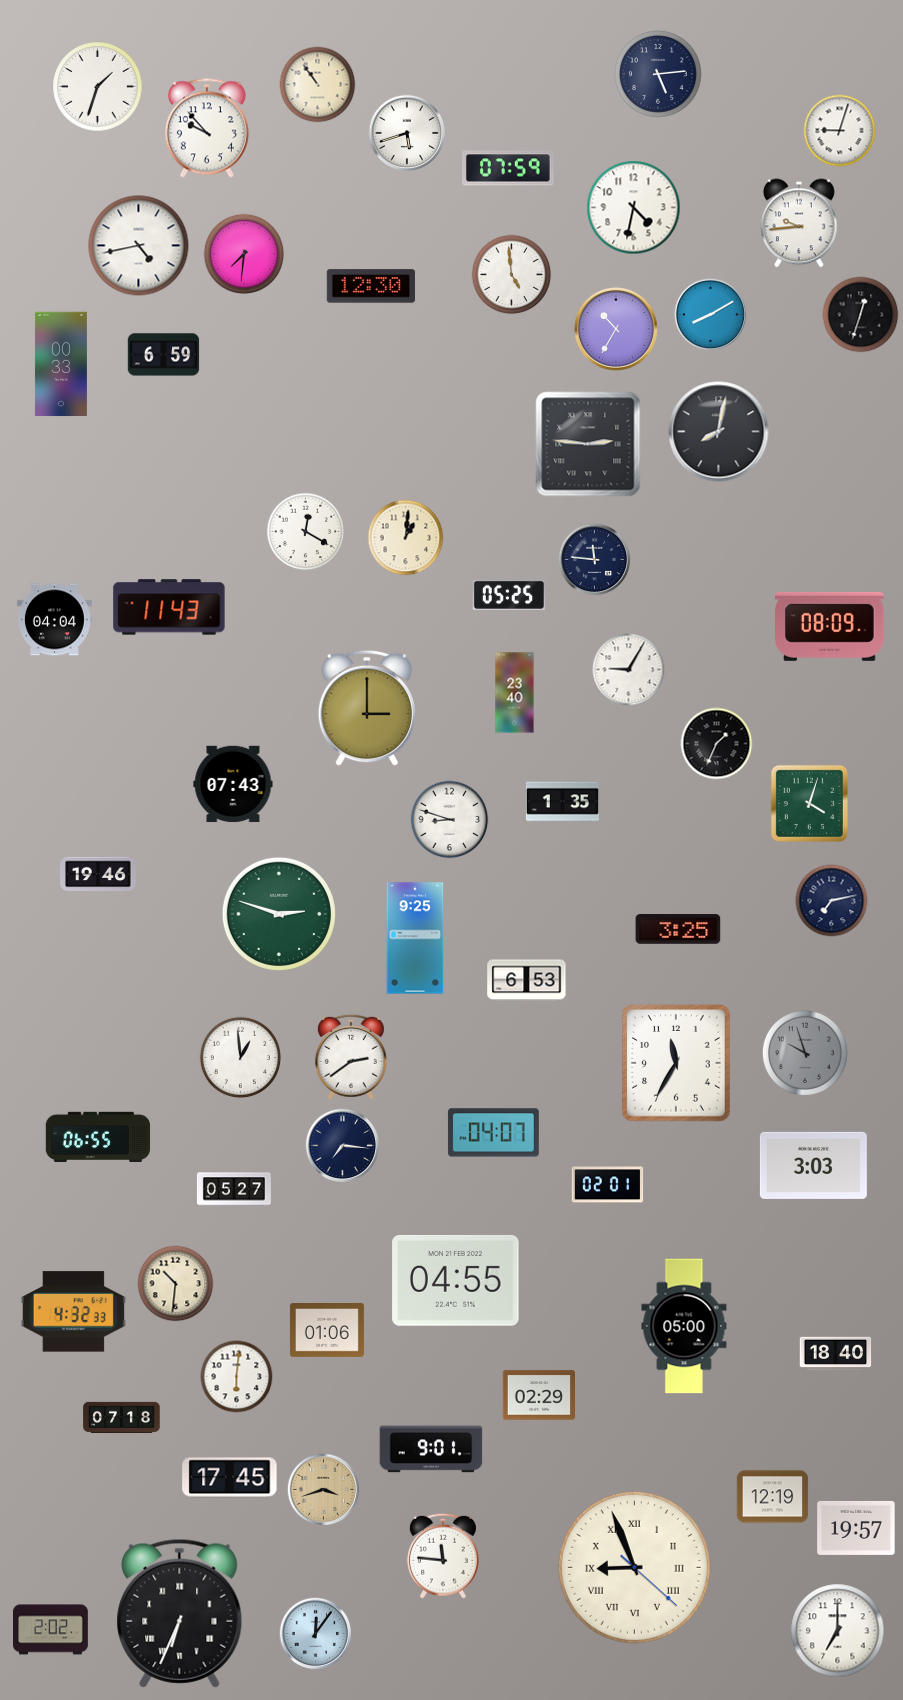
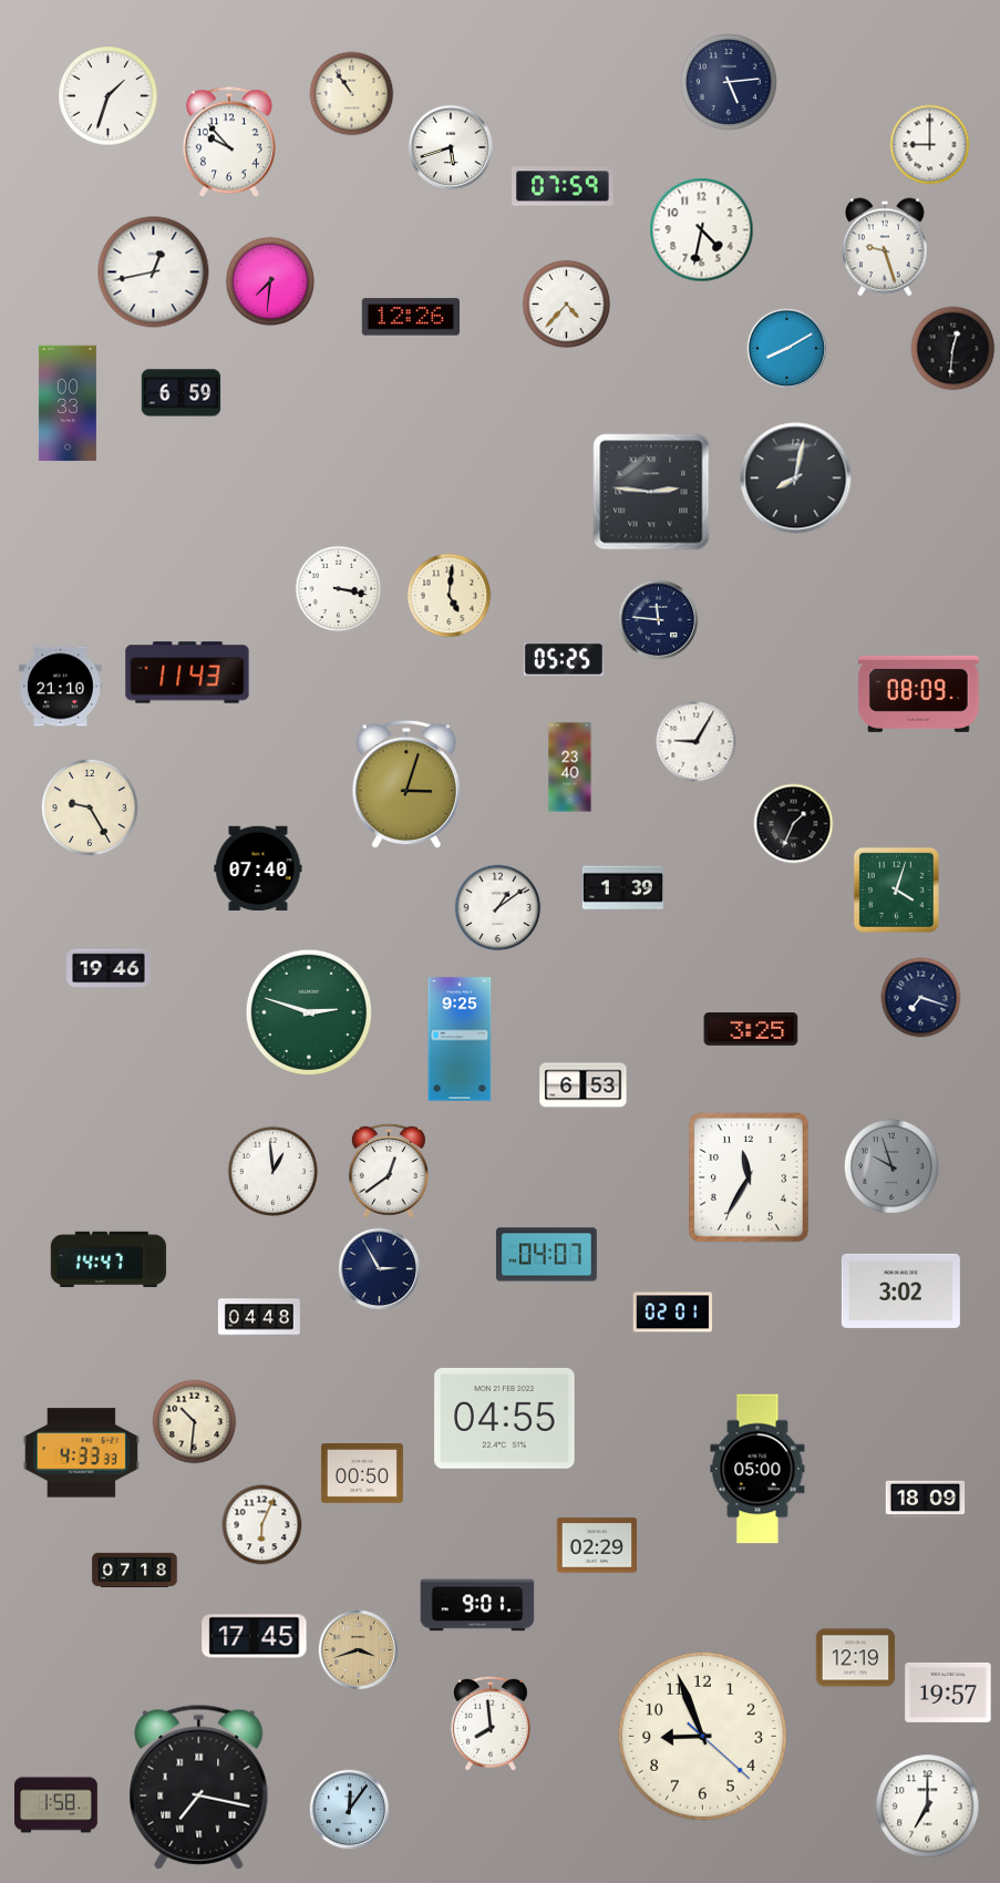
clock at (840, 131): 9:03 -> 9:00
clock at (799, 223): 9:44 -> 9:27
clock at (139, 246): 4:43 -> 12:43
clock at (512, 275): 4:59 -> 4:37
clock at (370, 286): 12:30 -> 12:26
clock at (861, 315): 12:33 -> 12:31
clock at (616, 329): 10:35 -> none
clock at (306, 532): 12:20 -> 3:17
clock at (406, 538): 1:01 -> 5:01
clock at (55, 620): 04:04 -> 21:10
clock at (366, 708): 3:00 -> 3:03
clock at (91, 809): none -> 9:25
clock at (233, 784): 07:43 -> 07:40
clock at (562, 802): 1:35 -> 1:39
clock at (450, 820): 8:48 -> 1:09
clock at (832, 901): 7:13 -> 7:18
clock at (240, 1057) position: (240, 1057) -> (272, 1171)
clock at (351, 1057): 2:39 -> 12:39
clock at (98, 1136): 06:55 -> 14:47
clock at (343, 1146): 7:16 -> 2:55
clock at (813, 1165): 3:03 -> 3:02
clock at (234, 1189): 05:27 -> 04:48
clock at (73, 1312): 4:32 -> 4:33
clock at (327, 1331): 01:06 -> 00:50
clock at (836, 1354): 18:40 -> 18:09
clock at (237, 1377): 6:01 -> 6:04
clock at (443, 1556): 11:46 -> 7:59
clock at (634, 1567) numerals: Roman -> Arabic
clock at (180, 1613): 6:34 -> 7:17
clock at (51, 1630): 2:02 -> 1:58
